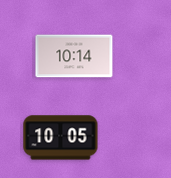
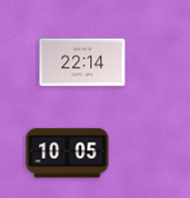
clock at (74, 56): 10:14 -> 22:14
